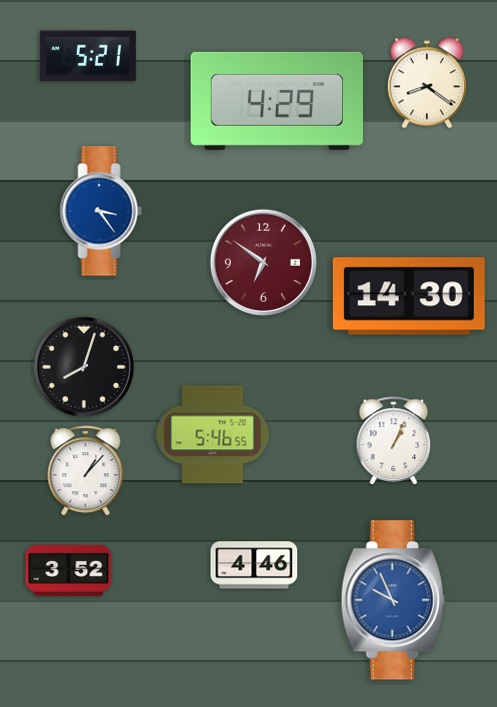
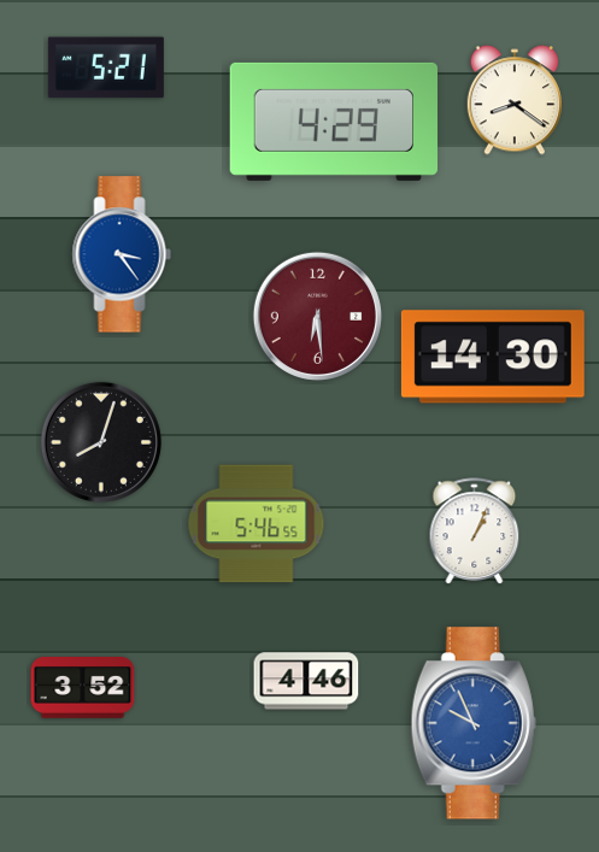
clock at (263, 262): 6:51 -> 6:29
clock at (86, 471): 1:07 -> none
